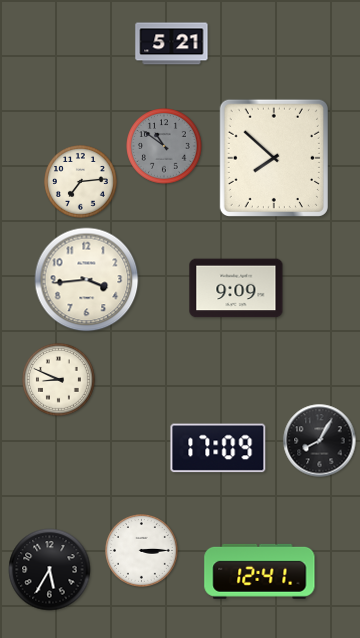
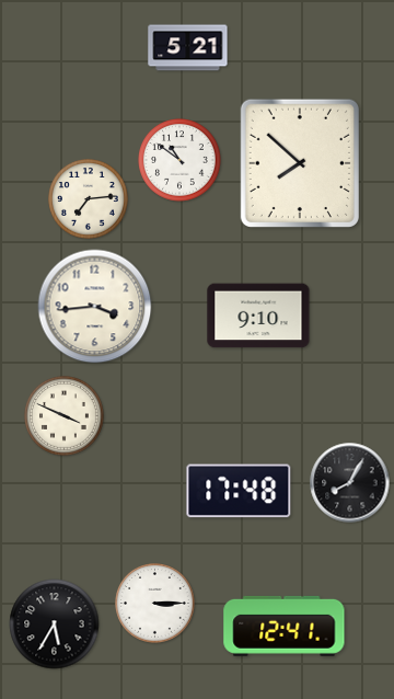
clock at (164, 146) dial: grey -> white
clock at (274, 158) position: (274, 158) -> (300, 163)
clock at (236, 288): 9:09 -> 9:10
clock at (59, 380): 8:49 -> 3:49
clock at (218, 448): 17:09 -> 17:48
